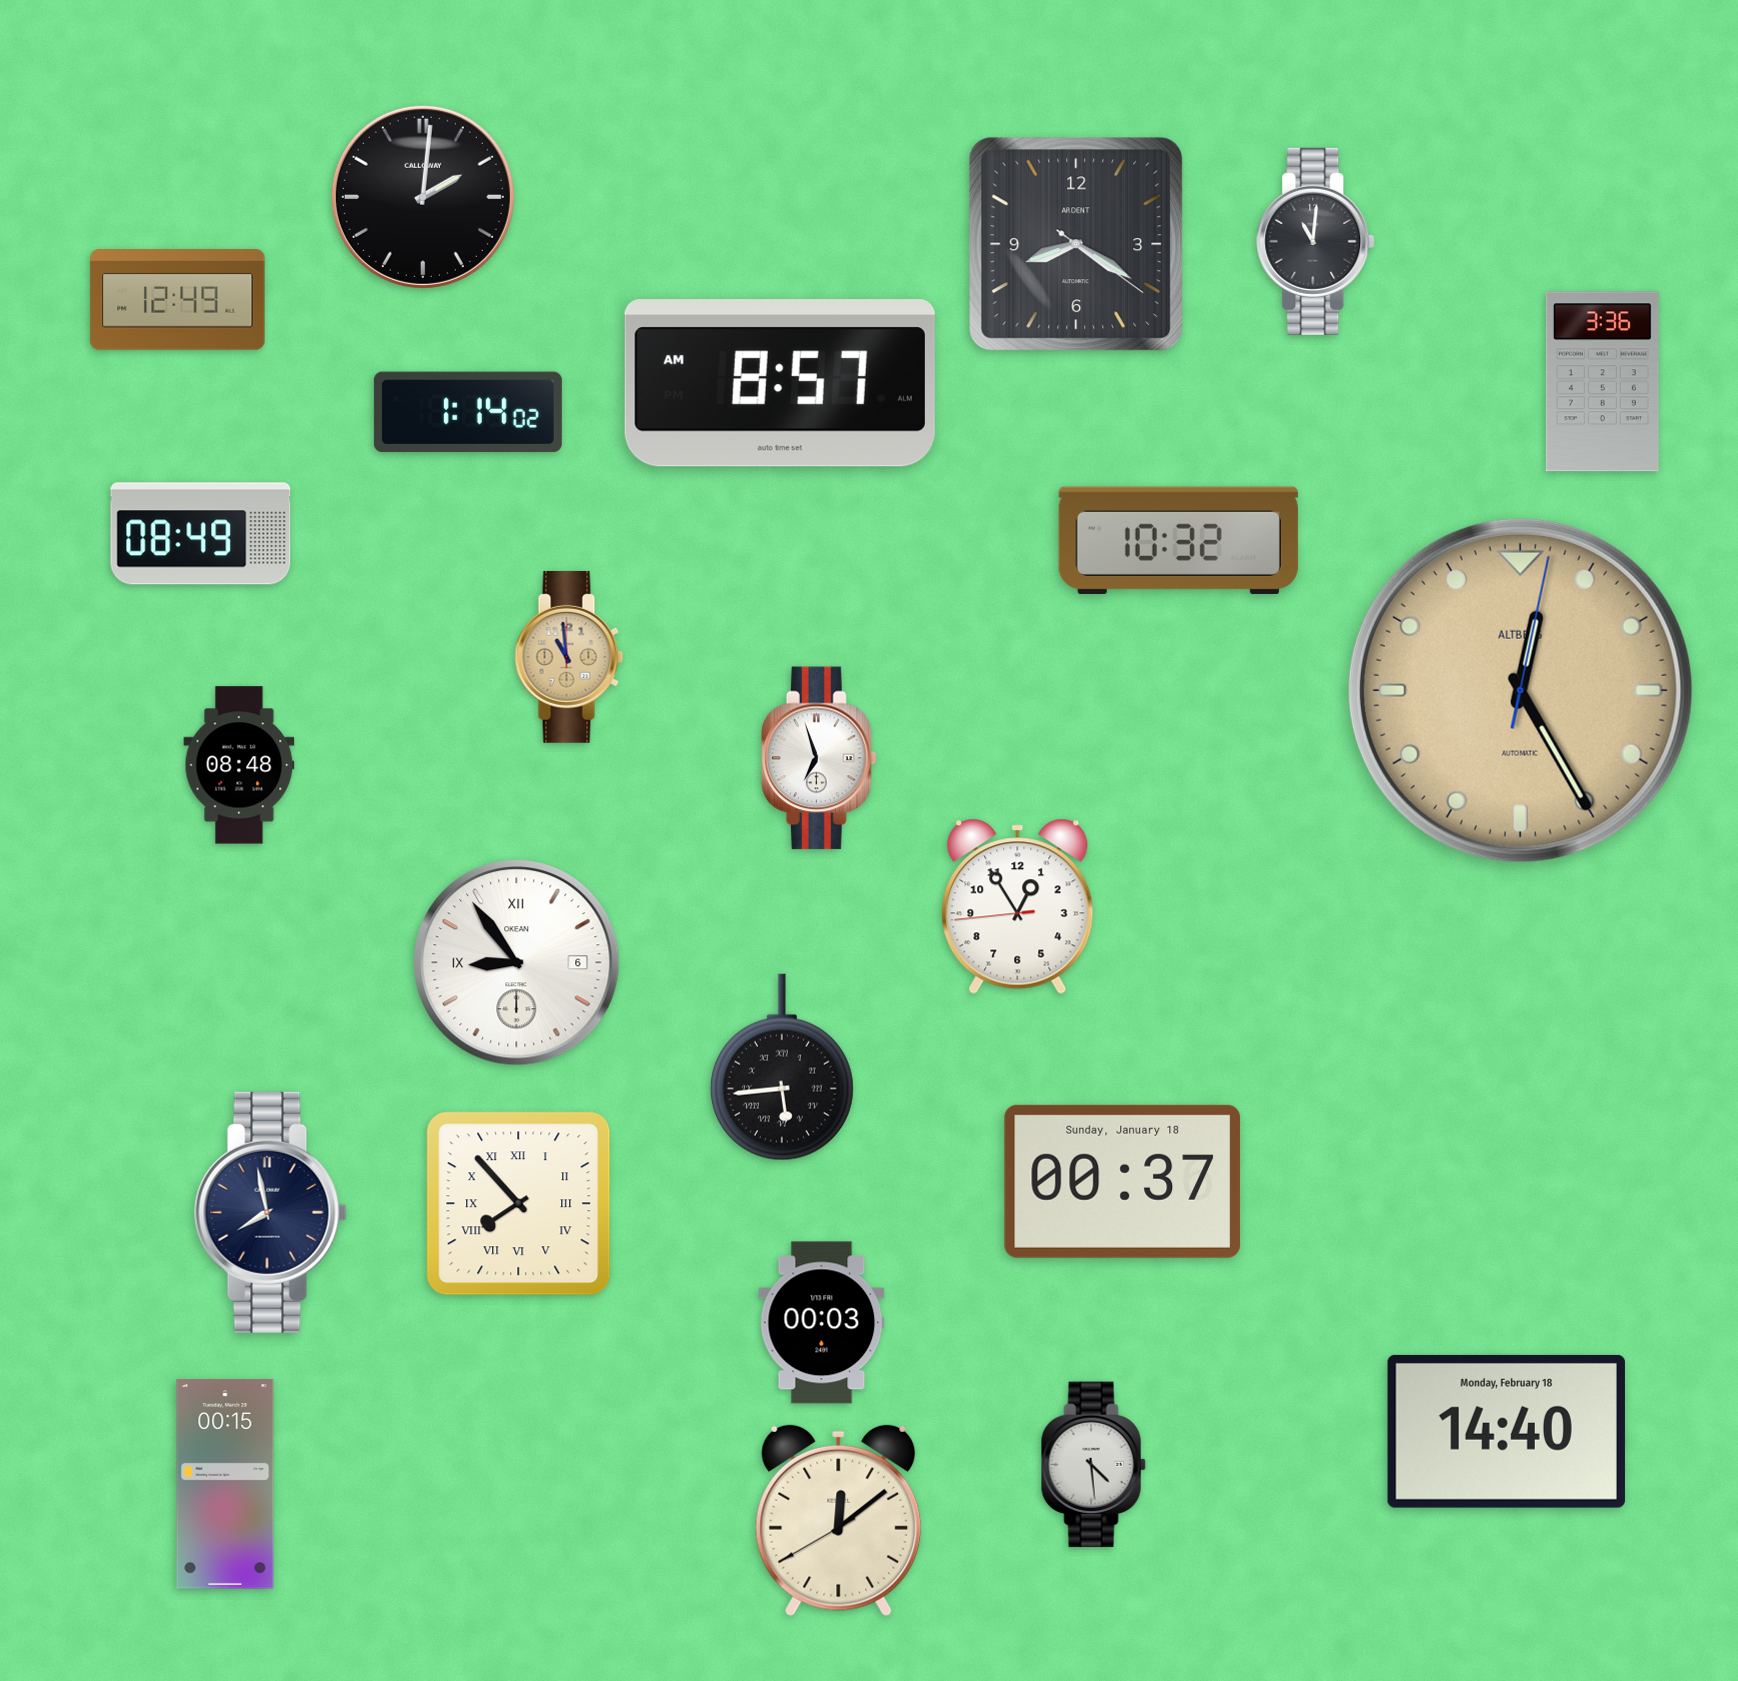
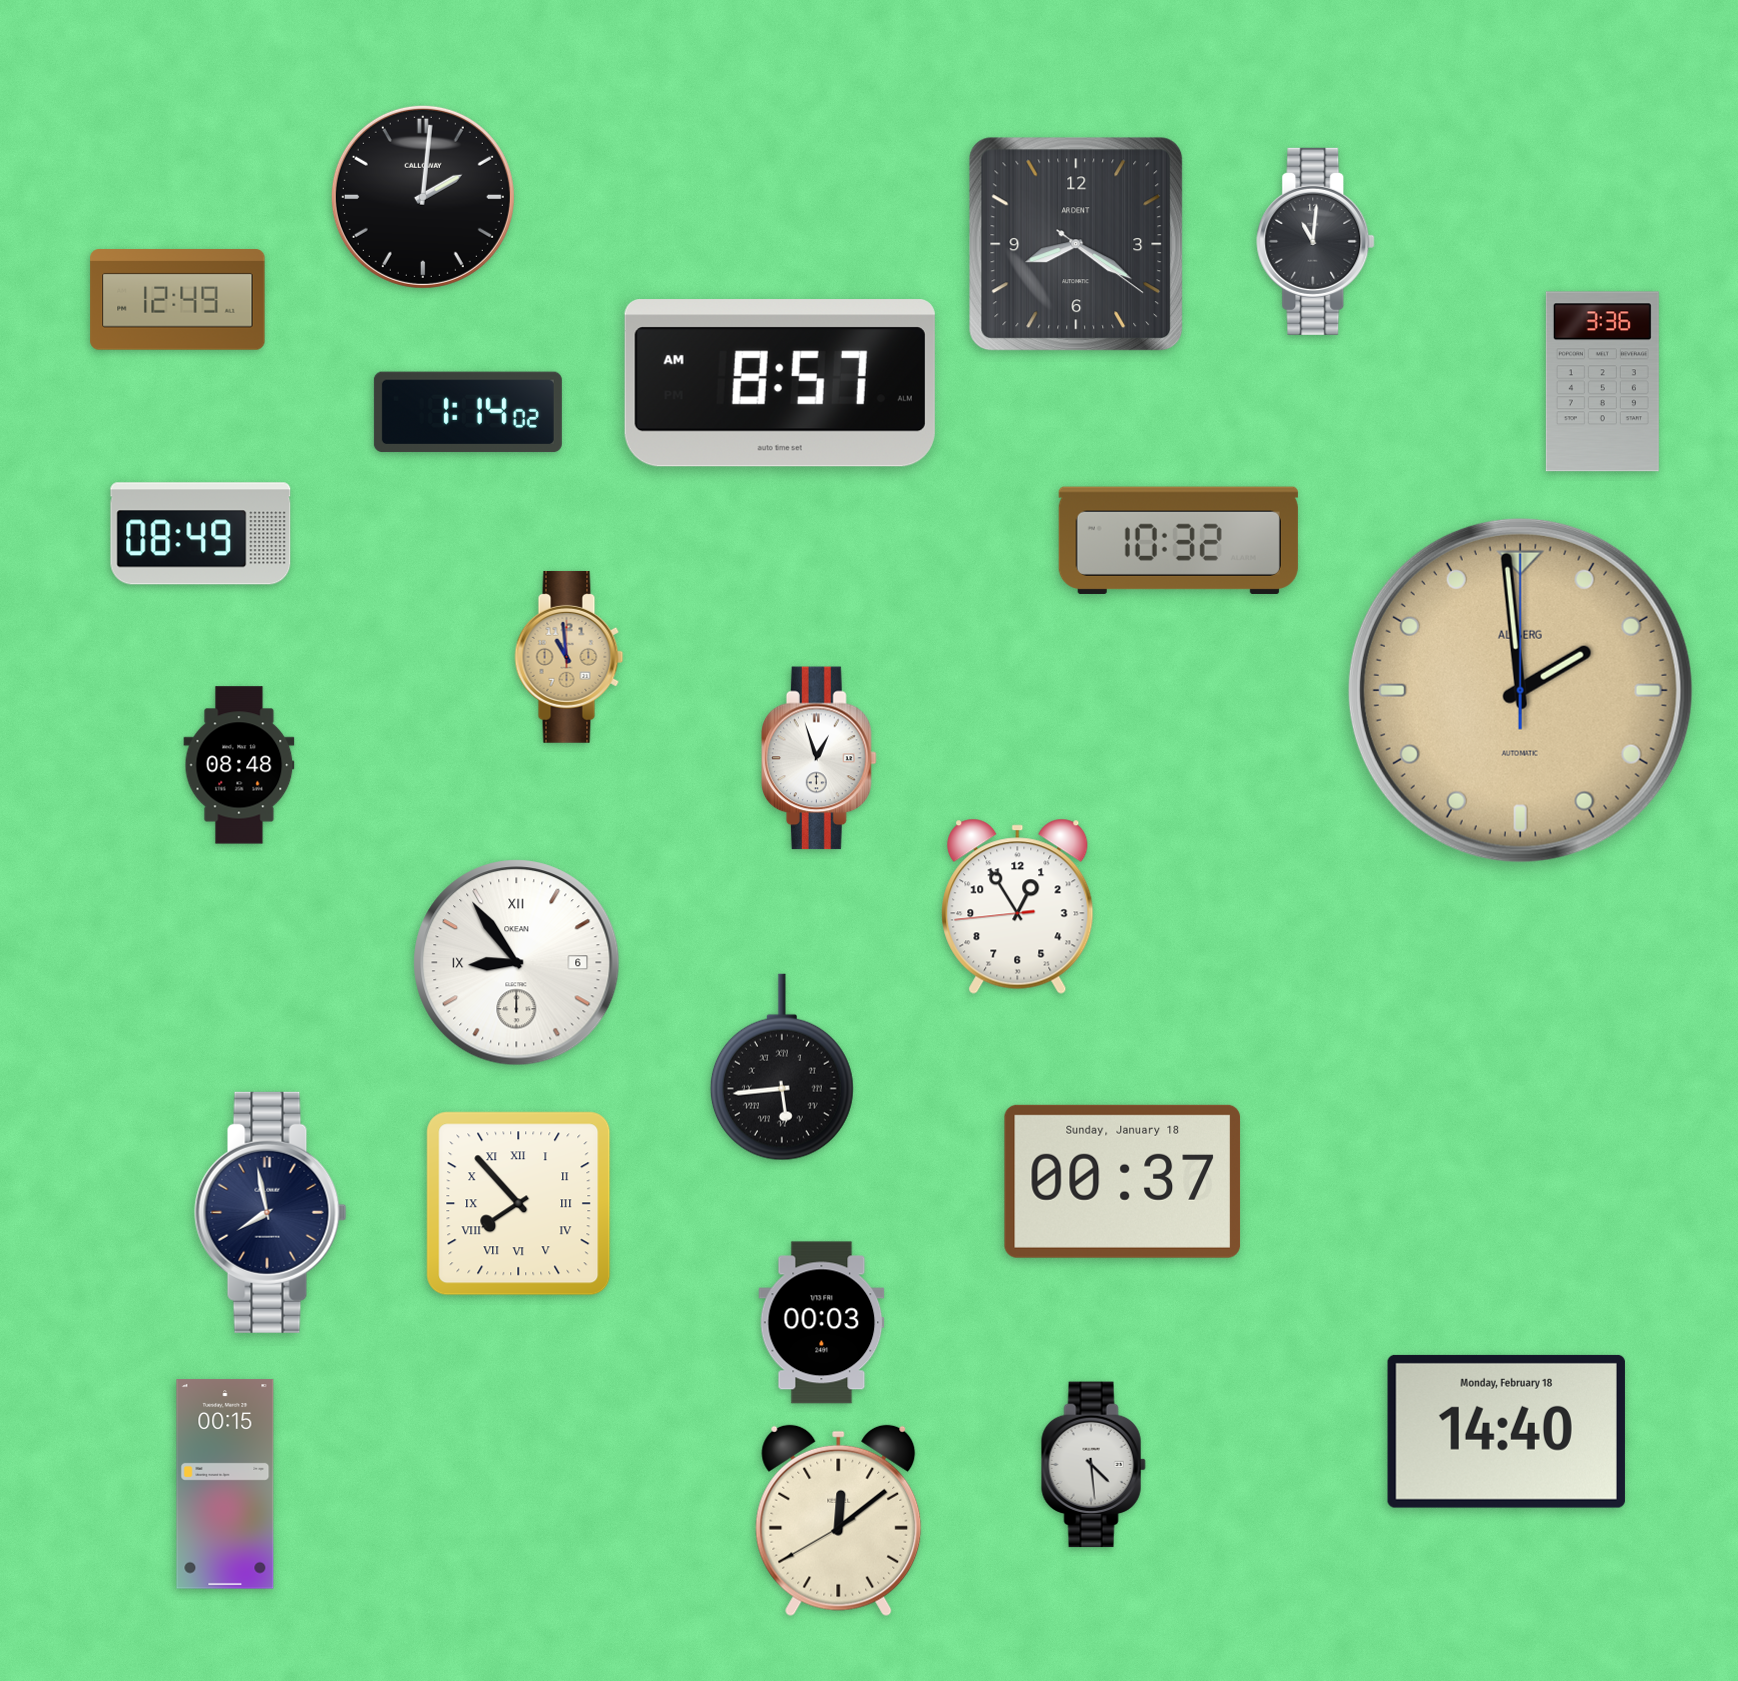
clock at (1520, 690): 12:25 -> 1:59
clock at (819, 758): 6:57 -> 12:57
